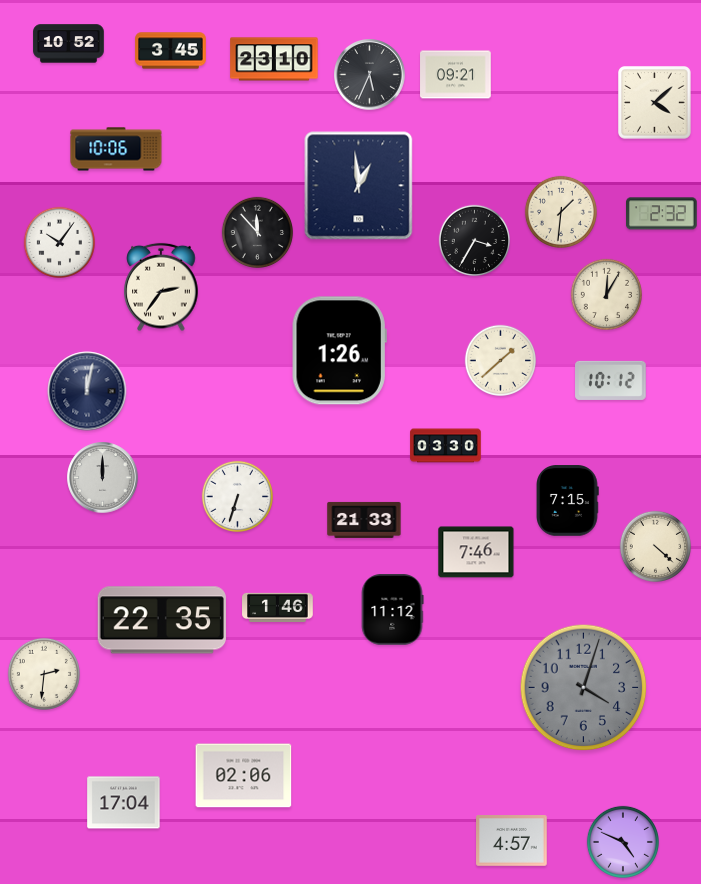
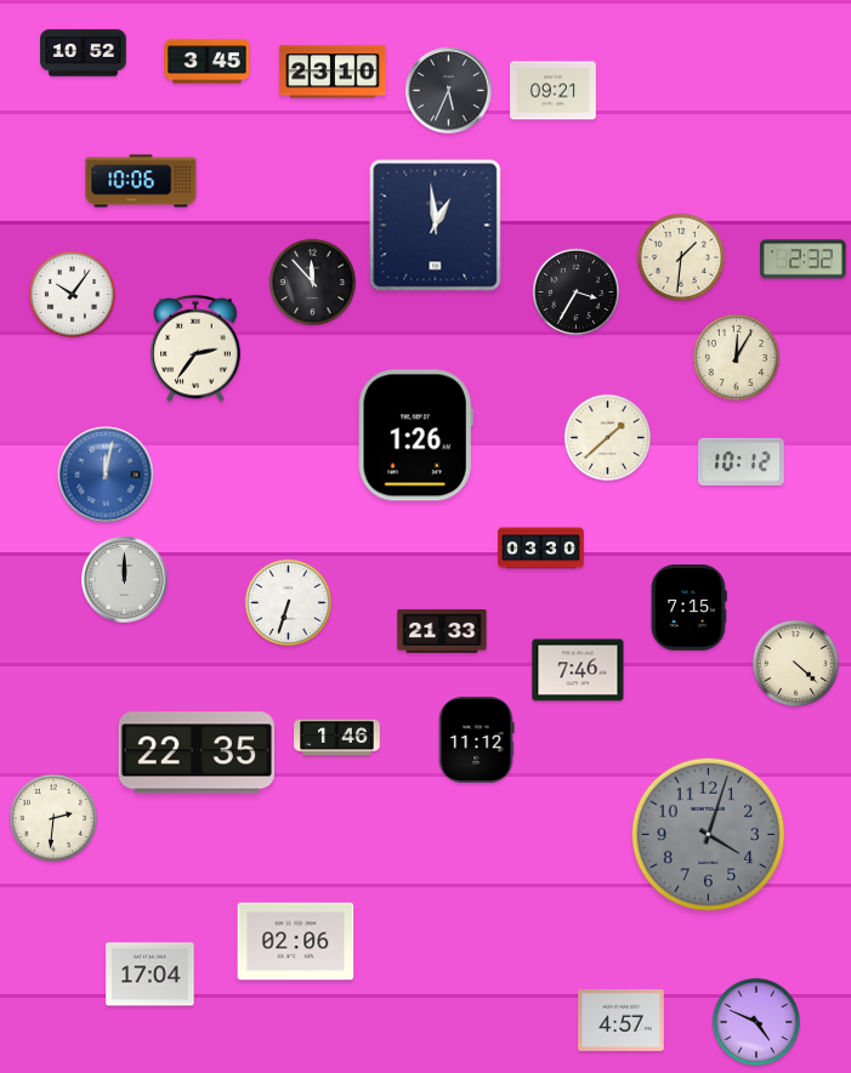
clock at (655, 103): 4:08 -> none
clock at (339, 351) position: (339, 351) -> (415, 436)
clock at (87, 391) dial: navy -> blue
clock at (446, 446) position: (446, 446) -> (541, 549)
